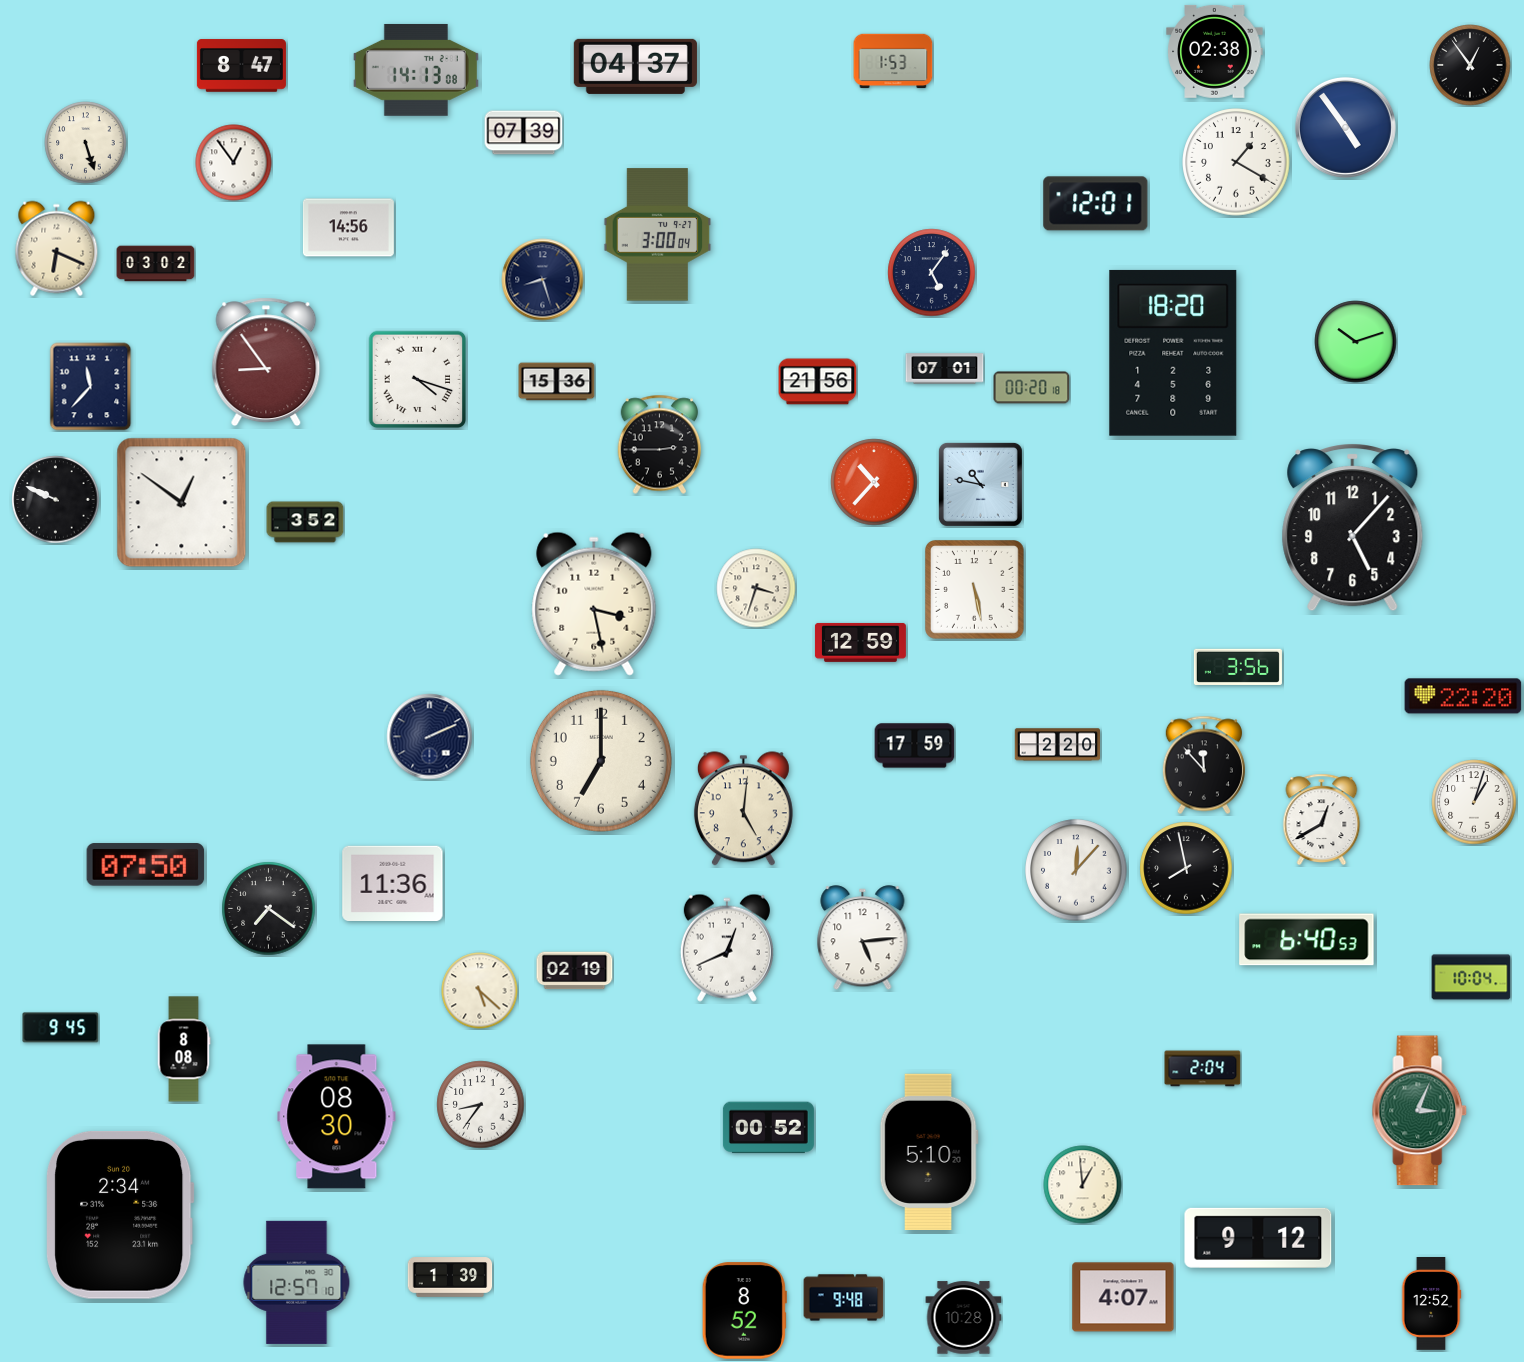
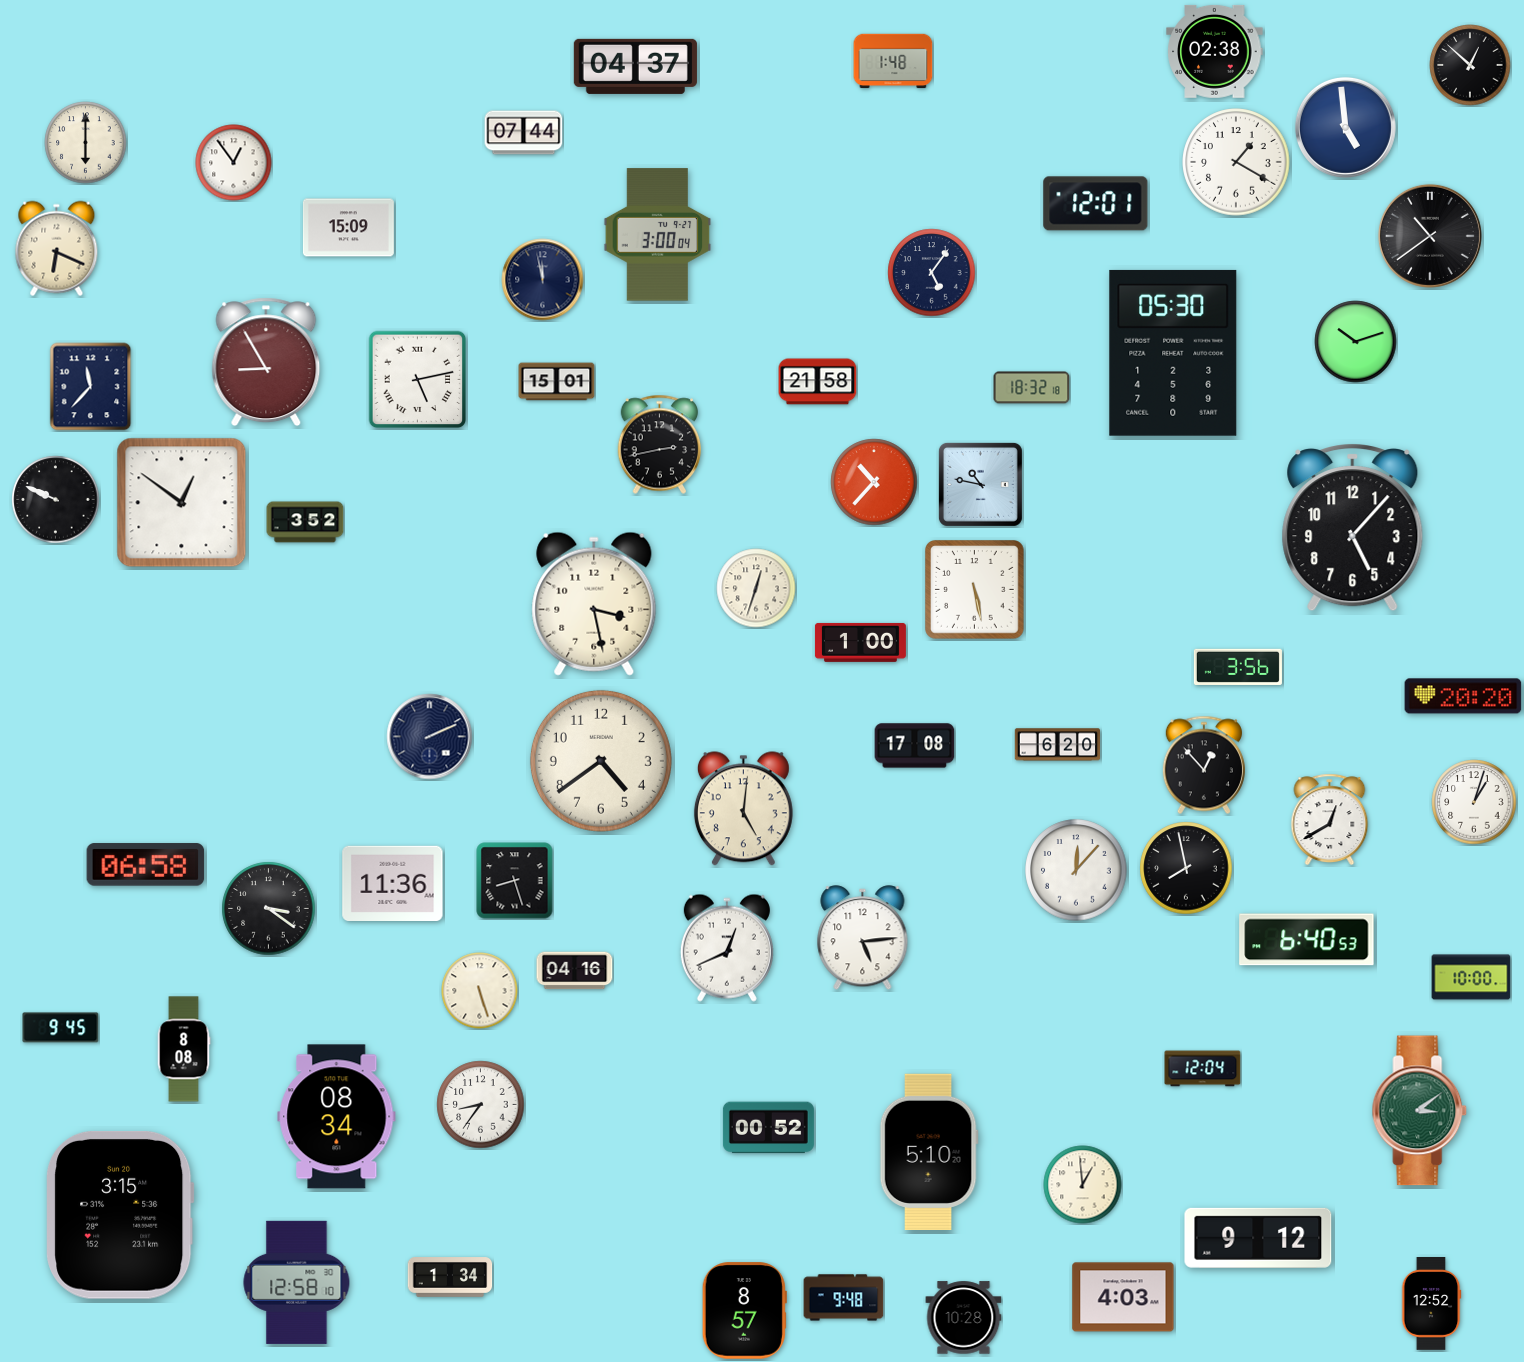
clock at (893, 61): 1:53 -> 1:48
clock at (1470, 65): 12:54 -> 12:52
clock at (241, 66): 8:47 -> none
clock at (416, 70): 14:13 -> none
clock at (1345, 127): 4:54 -> 4:59
clock at (524, 133): 07:39 -> 07:44
clock at (86, 143): 5:27 -> 6:00
clock at (348, 228): 14:56 -> 15:09
clock at (1430, 236): none -> 10:39
clock at (156, 264): 03:02 -> none
clock at (543, 280): 8:27 -> 11:58
clock at (1173, 353): 18:20 -> 05:30
clock at (266, 362): 8:54 -> 8:55
clock at (945, 369): 07:01 -> none
clock at (418, 380): 4:18 -> 5:13
clock at (557, 382): 15:36 -> 15:01
clock at (818, 382): 21:56 -> 21:58
clock at (1032, 388): 00:20 -> 18:32
clock at (660, 445): 2:45 -> 2:43
clock at (756, 588): 3:33 -> 12:33
clock at (860, 642): 12:59 -> 1:00
clock at (1463, 696): 22:20 -> 20:20
clock at (1058, 745): 2:20 -> 6:20
clock at (915, 746): 17:59 -> 17:08
clock at (601, 761): 7:00 -> 4:39
clock at (1204, 765): 11:53 -> 12:53
clock at (1322, 820) position: (1322, 820) -> (1330, 820)
clock at (146, 865): 07:50 -> 06:58
clock at (515, 881): none -> 8:27
clock at (269, 909): 7:21 -> 3:21
clock at (575, 971): 02:19 -> 04:16
clock at (1471, 977): 10:04 -> 10:00
clock at (480, 991): 5:22 -> 5:27
clock at (1203, 1069): 2:04 -> 12:04
clock at (1420, 1111): 3:04 -> 3:09
clock at (337, 1117): 08:30 -> 08:34
clock at (121, 1215): 2:34 -> 3:15
clock at (450, 1277): 1:39 -> 1:34
clock at (297, 1282): 12:57 -> 12:58
clock at (1123, 1297): 4:07 -> 4:03
clock at (744, 1311): 8:52 -> 8:57
